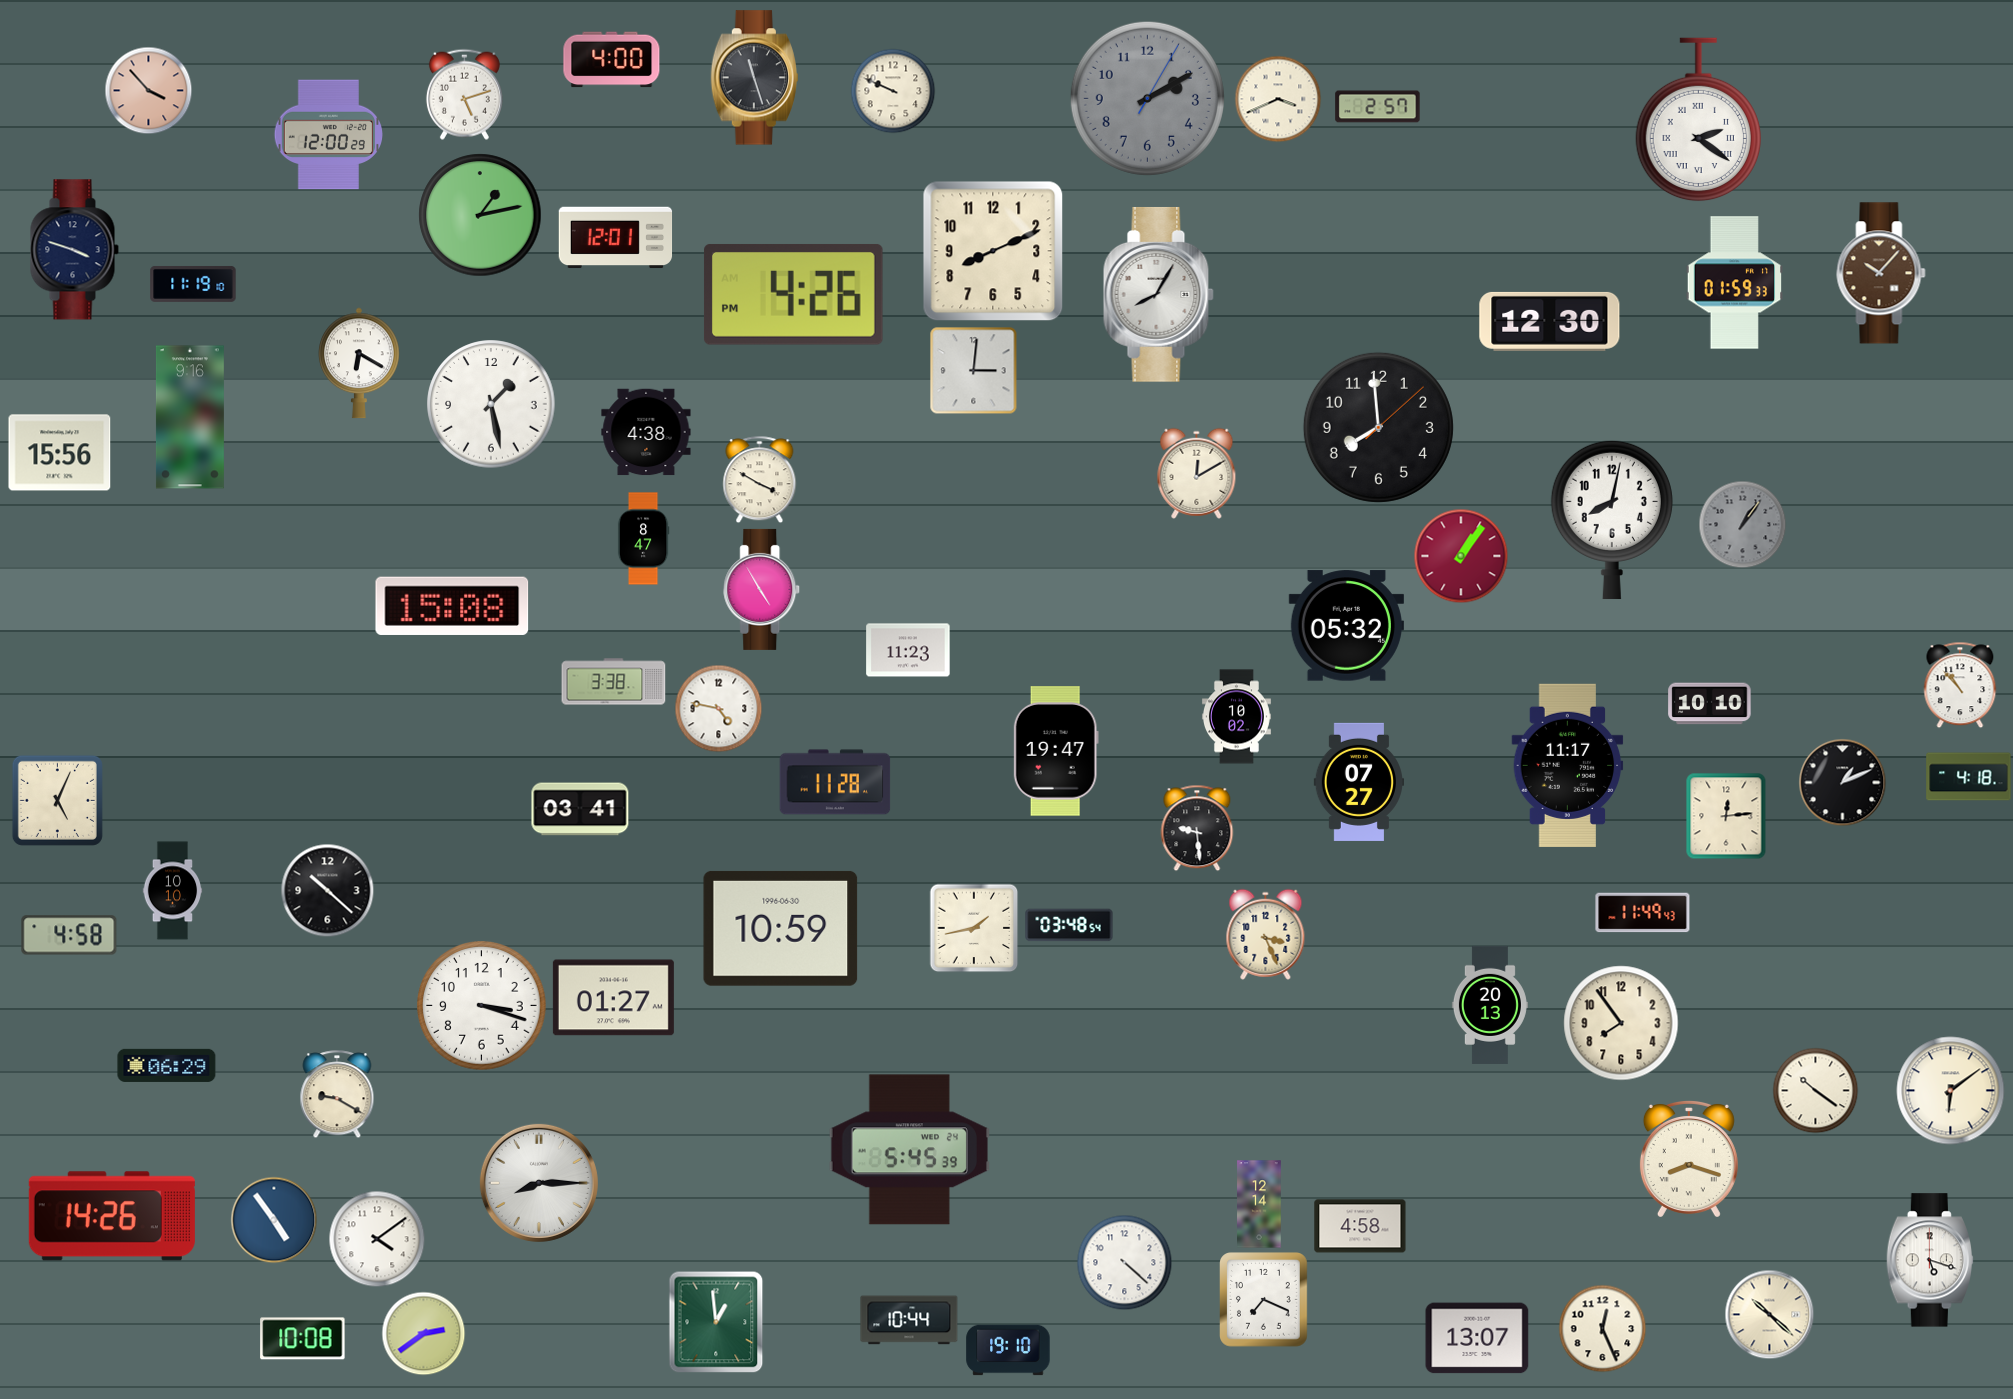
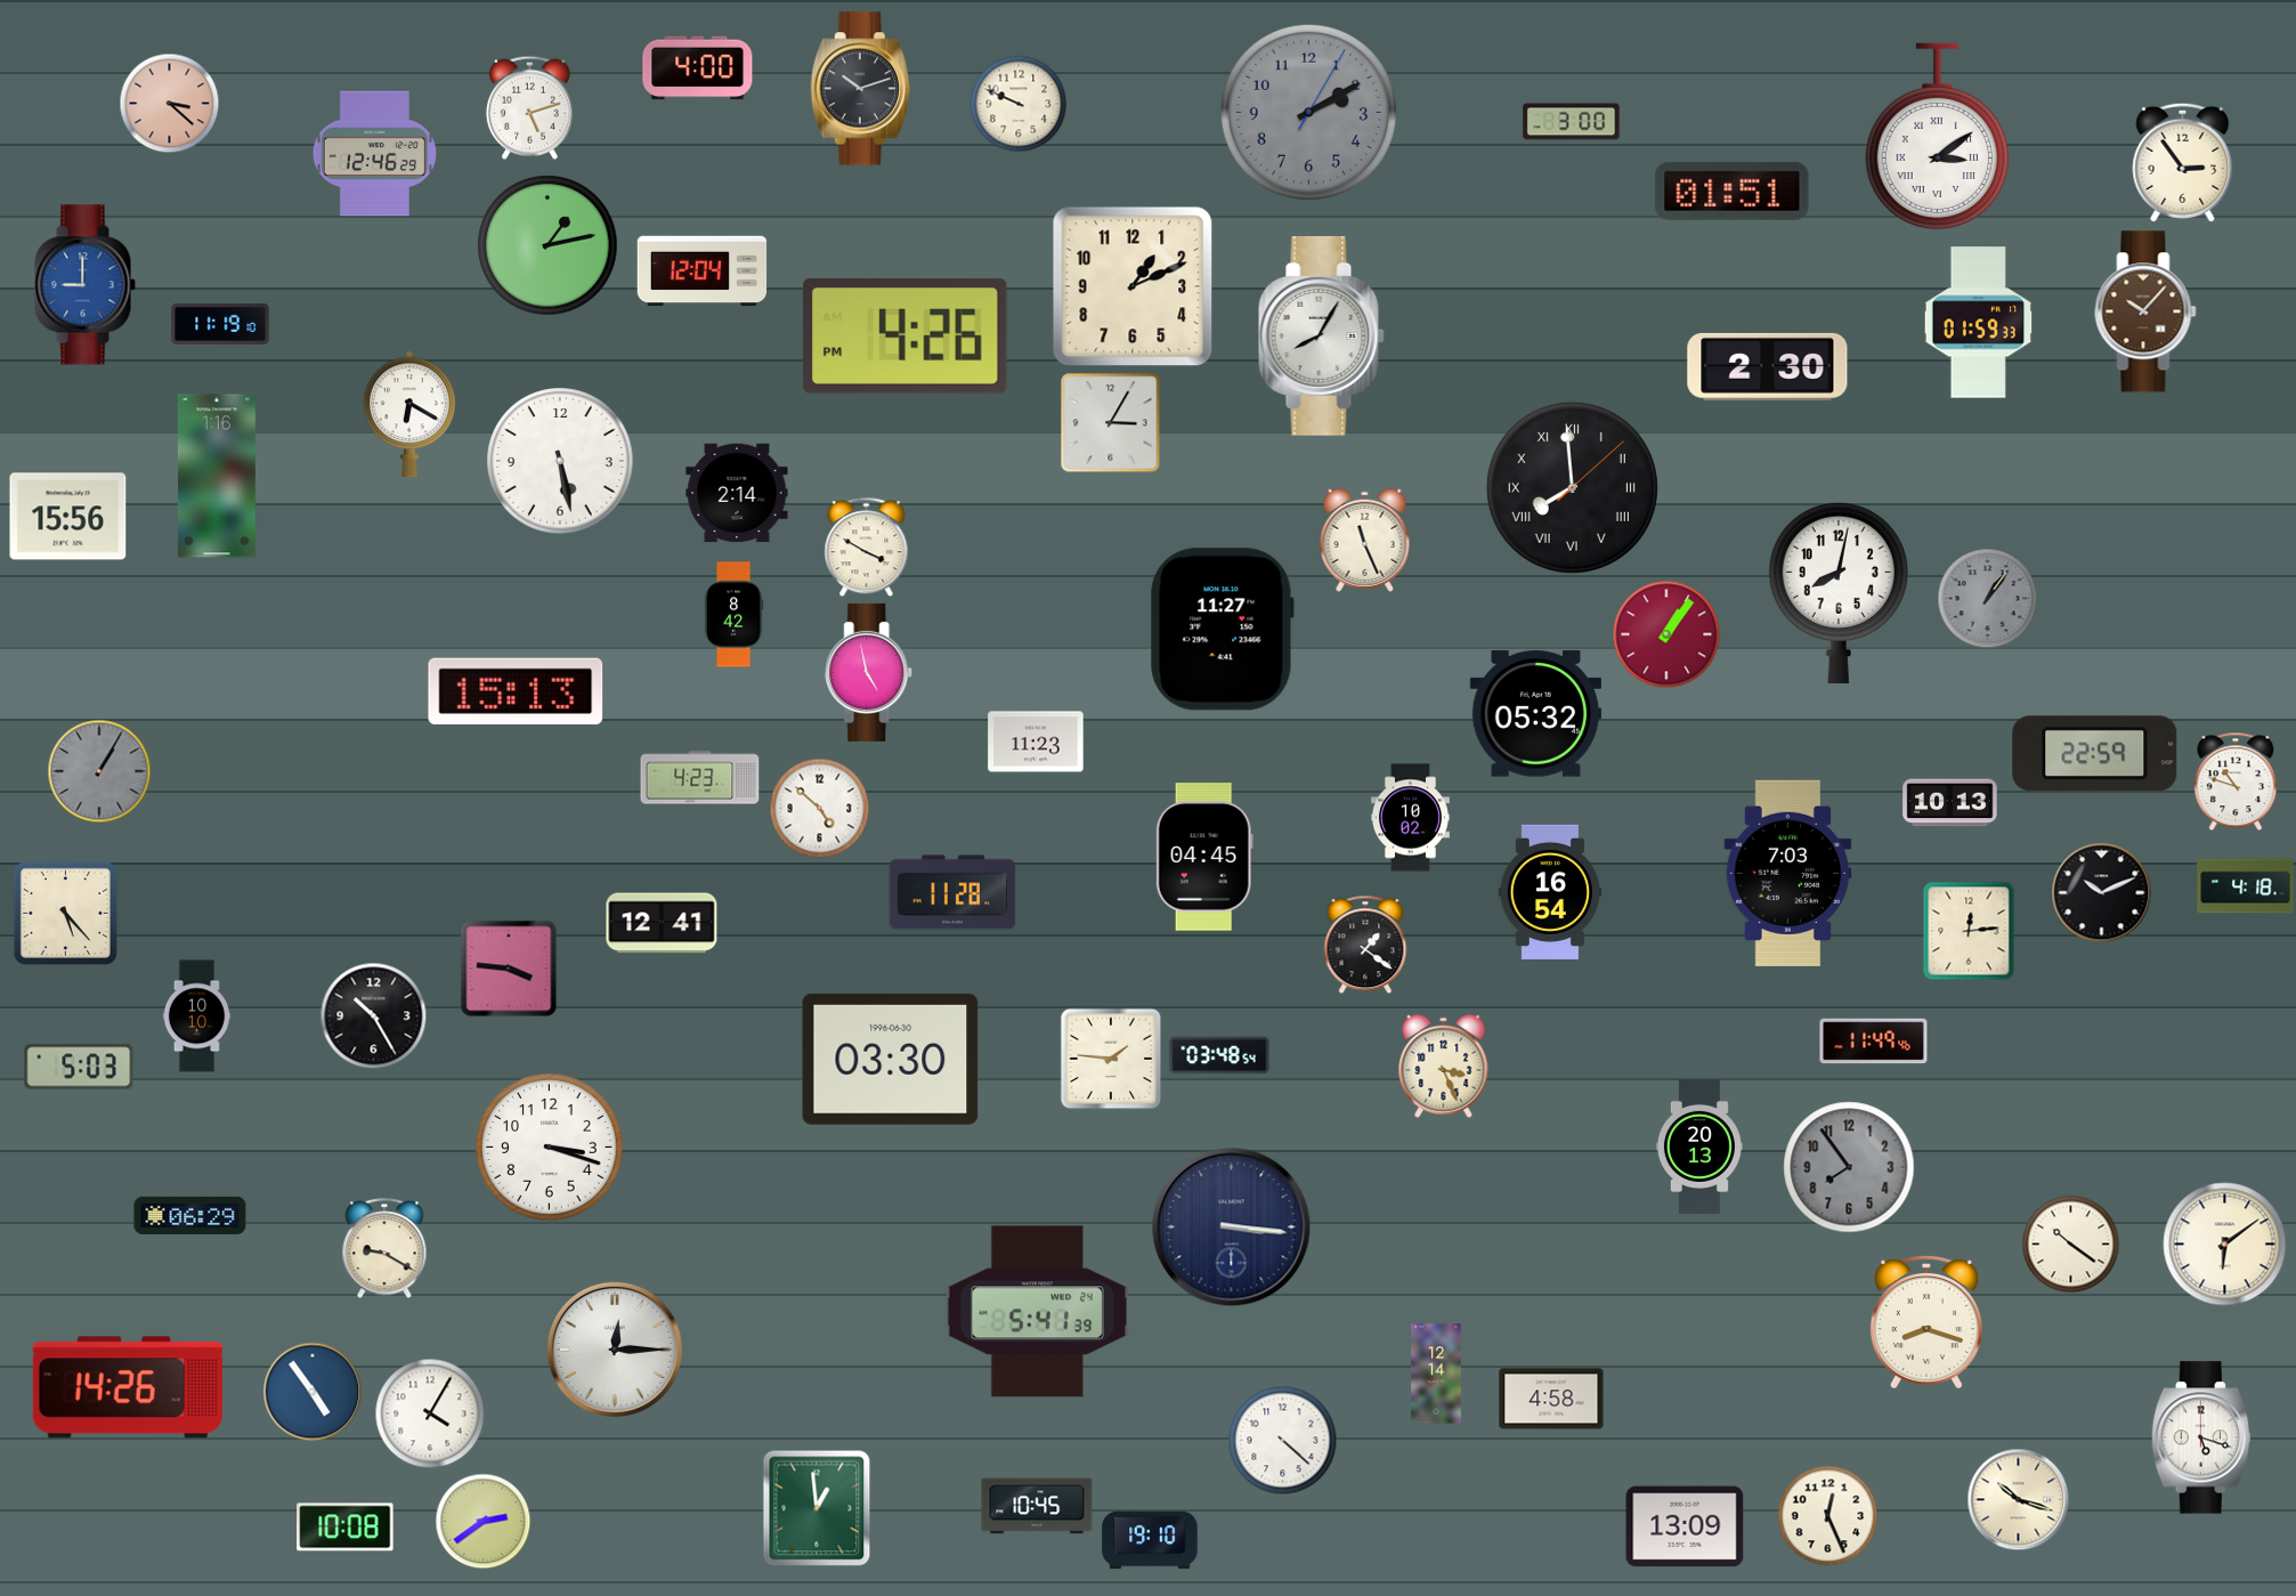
clock at (754, 78): 11:27 -> 10:12
clock at (148, 90): 3:53 -> 3:22
clock at (1278, 99): 3:41 -> none
clock at (1378, 107): 2:57 -> 3:00
clock at (1698, 120): 2:21 -> 3:09
clock at (328, 135): 12:00 -> 12:46
clock at (2183, 162): none -> 2:54
clock at (1733, 191): none -> 01:51
clock at (616, 238): 12:01 -> 12:04
clock at (74, 250): 3:48 -> 9:00
clock at (74, 250) dial: navy -> blue
clock at (993, 251): 8:11 -> 1:11
clock at (1550, 321): 12:30 -> 2:30
clock at (973, 370): 3:01 -> 3:05
clock at (491, 404): 1:28 -> 5:28
clock at (190, 417): 9:16 -> 1:16
clock at (1378, 427) numerals: Arabic -> Roman
clock at (646, 432): 4:38 -> 2:14
clock at (1197, 473): 12:10 -> 11:26
clock at (643, 539): 8:47 -> 8:42
clock at (1223, 630): none -> 11:27
clock at (762, 589): 4:55 -> 4:58
clock at (452, 606): 15:08 -> 15:13
clock at (2095, 754): none -> 22:59
clock at (99, 771): none -> 1:05
clock at (614, 682): 3:38 -> 4:23
clock at (1960, 685): 10:53 -> 10:48
clock at (1710, 704): 10:10 -> 10:13
clock at (718, 708): 4:47 -> 4:52
clock at (1056, 751): 19:47 -> 04:45
clock at (1568, 765): 11:17 -> 7:03
clock at (1358, 782): 07:27 -> 16:54
clock at (1842, 782): 1:11 -> 10:11
clock at (57, 800): 5:04 -> 5:23
clock at (580, 809): 03:41 -> 12:41
clock at (1197, 828): 9:29 -> 1:21
clock at (509, 969): none -> 3:46
clock at (327, 890): 10:22 -> 10:25
clock at (1643, 913): 11:49:43 -> 11:49:46
clock at (781, 928): 10:59 -> 03:30
clock at (974, 928): 1:43 -> 1:46
clock at (69, 935): 4:58 -> 5:03
clock at (613, 998): 01:27 -> none
clock at (1621, 1023) dial: cream -> grey
clock at (1232, 1228): none -> 3:16
clock at (909, 1150): 5:45 -> 5:41
clock at (539, 1183): 8:15 -> 12:15
clock at (377, 1239): 4:09 -> 4:05
clock at (1264, 1300): 7:19 -> none
clock at (1769, 1314): 10:22 -> 10:18
clock at (909, 1320): 10:44 -> 10:45
clock at (1477, 1338): 13:07 -> 13:09
